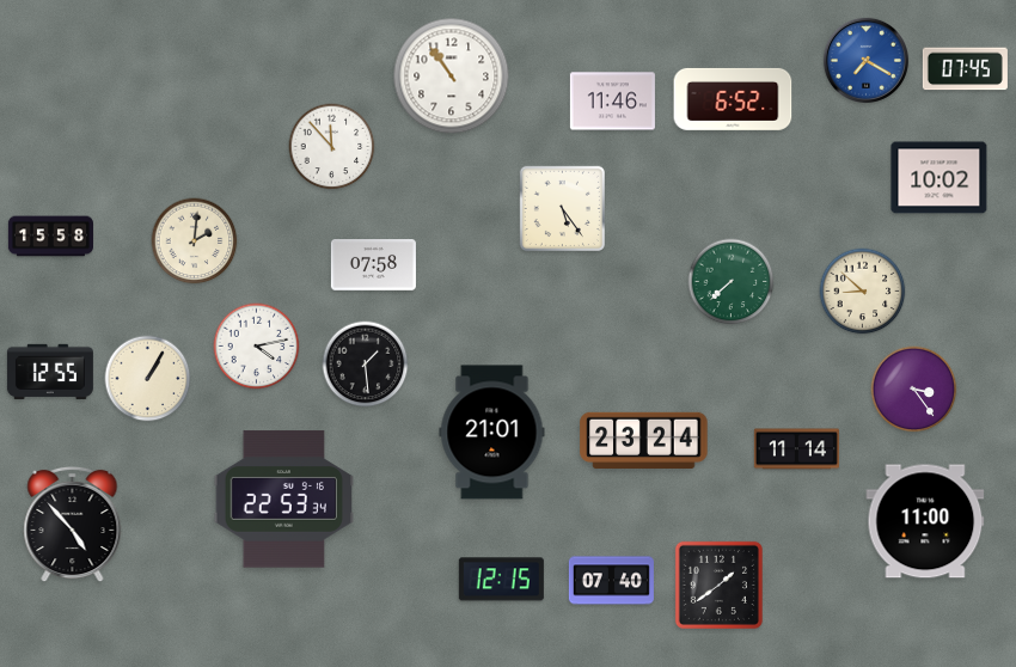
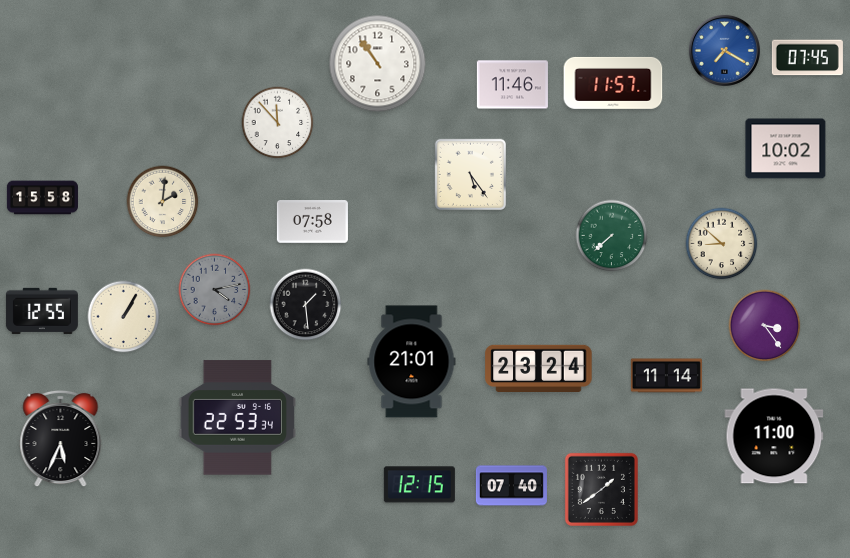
clock at (733, 99): 6:52 -> 11:57
clock at (257, 347) dial: white -> grey
clock at (73, 525): 4:53 -> 5:34
